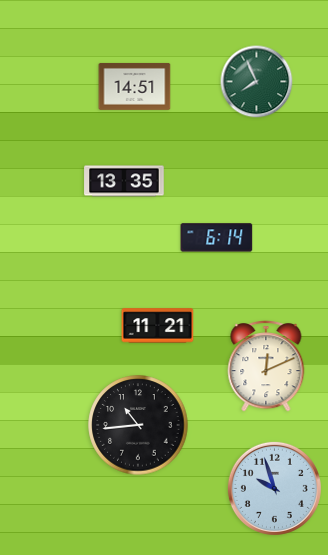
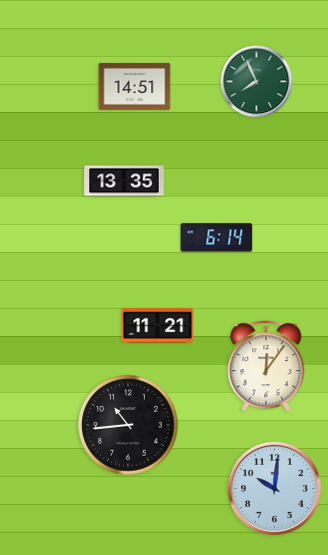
clock at (266, 366): 12:11 -> 12:06
clock at (138, 425) position: (138, 425) -> (128, 425)
clock at (274, 488): 9:57 -> 10:01
